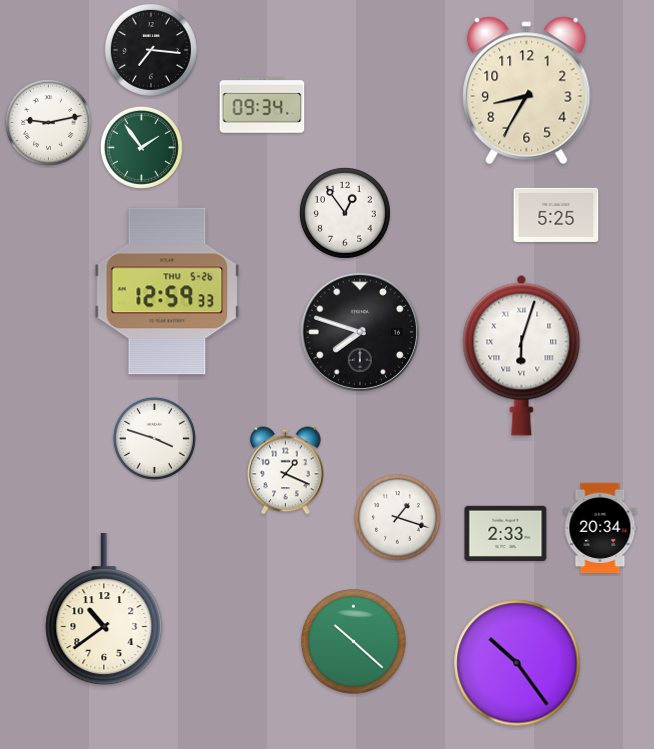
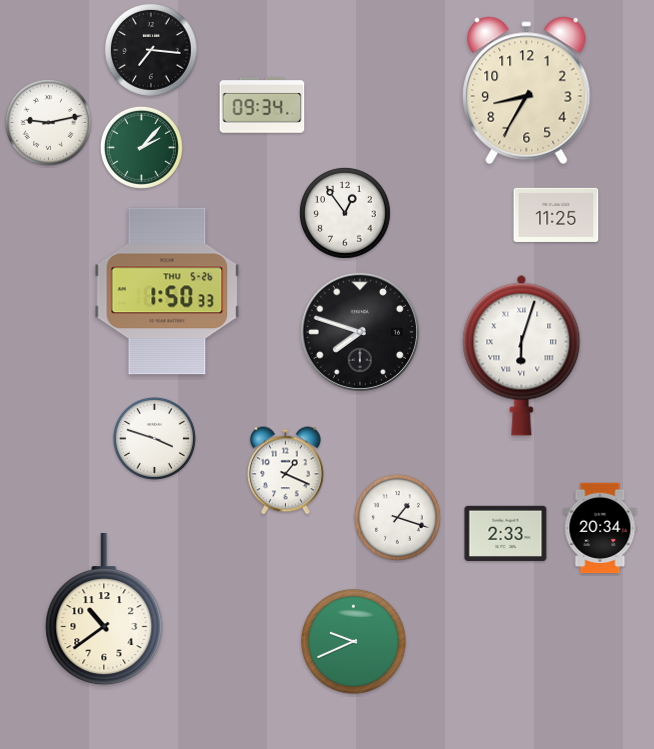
clock at (141, 147): 1:54 -> 2:07
clock at (556, 215): 5:25 -> 11:25
clock at (167, 291): 12:59 -> 1:50
clock at (354, 642): 10:22 -> 9:41
clock at (517, 663): 10:24 -> none
